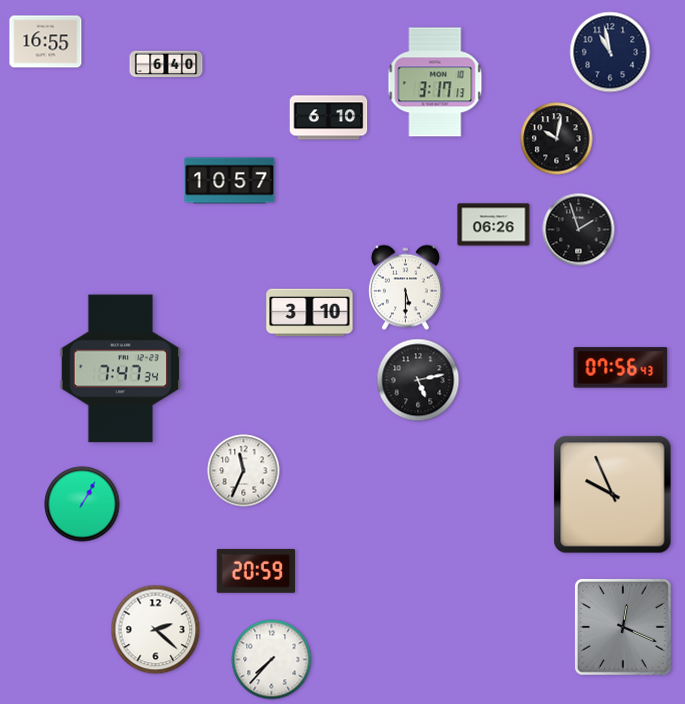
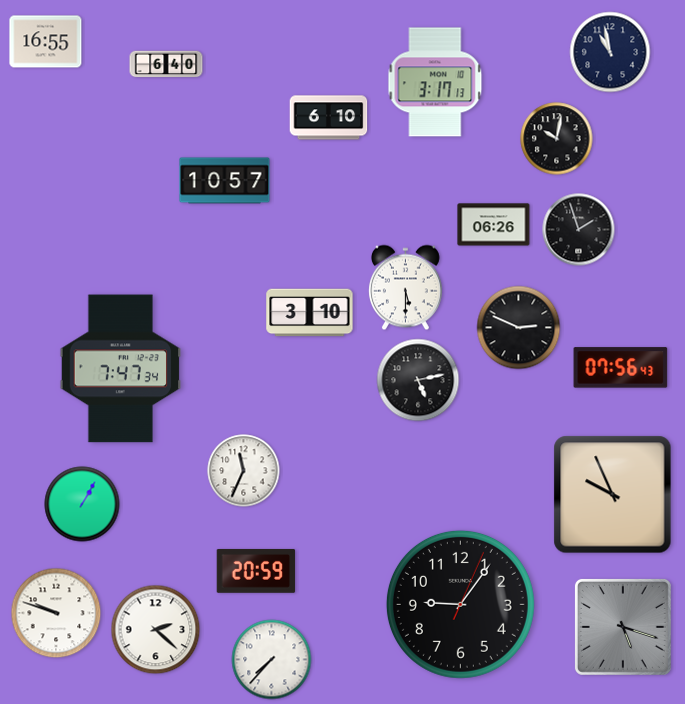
clock at (230, 181) position: (230, 181) -> (225, 181)
clock at (519, 328): none -> 2:49
clock at (460, 604): none -> 9:06
clock at (56, 613): none -> 9:48
clock at (623, 627): 12:19 -> 5:18
